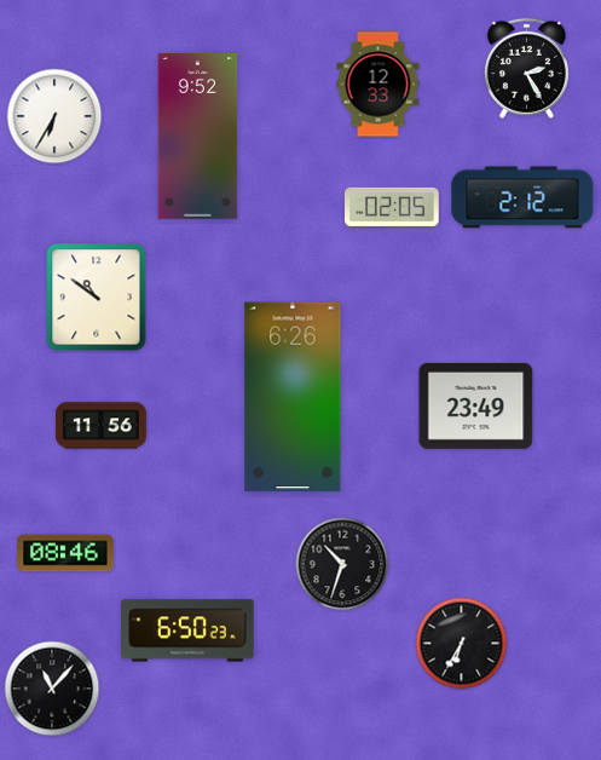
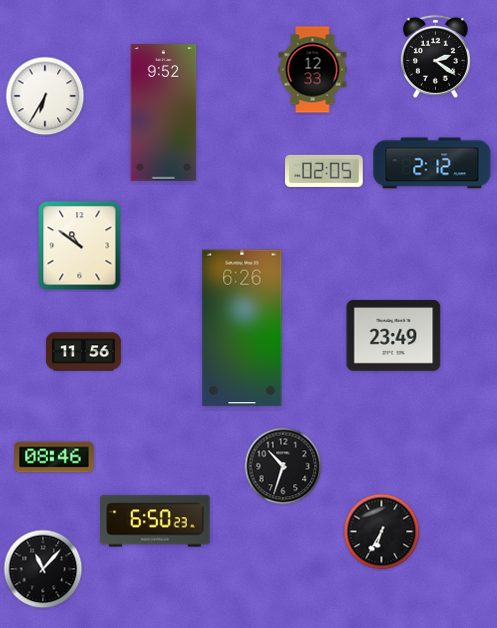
clock at (526, 68): 2:25 -> 2:21
